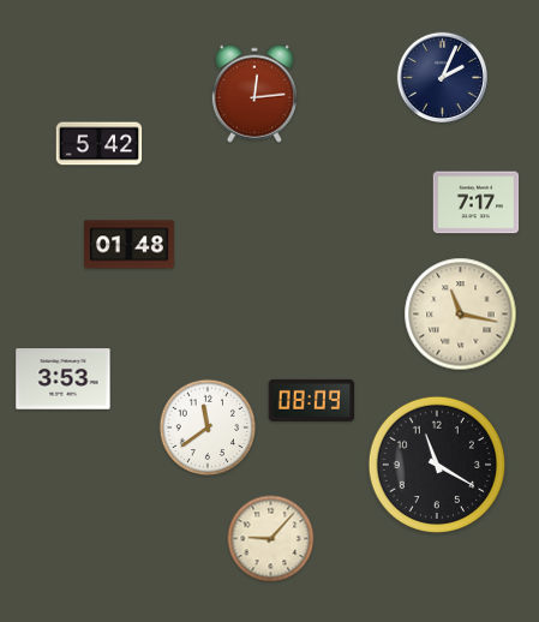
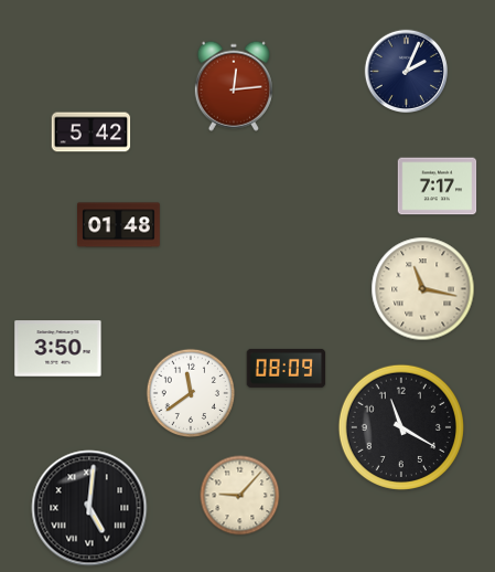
clock at (64, 379): 3:53 -> 3:50
clock at (271, 539) position: (271, 539) -> (240, 496)
clock at (89, 508): none -> 5:01
